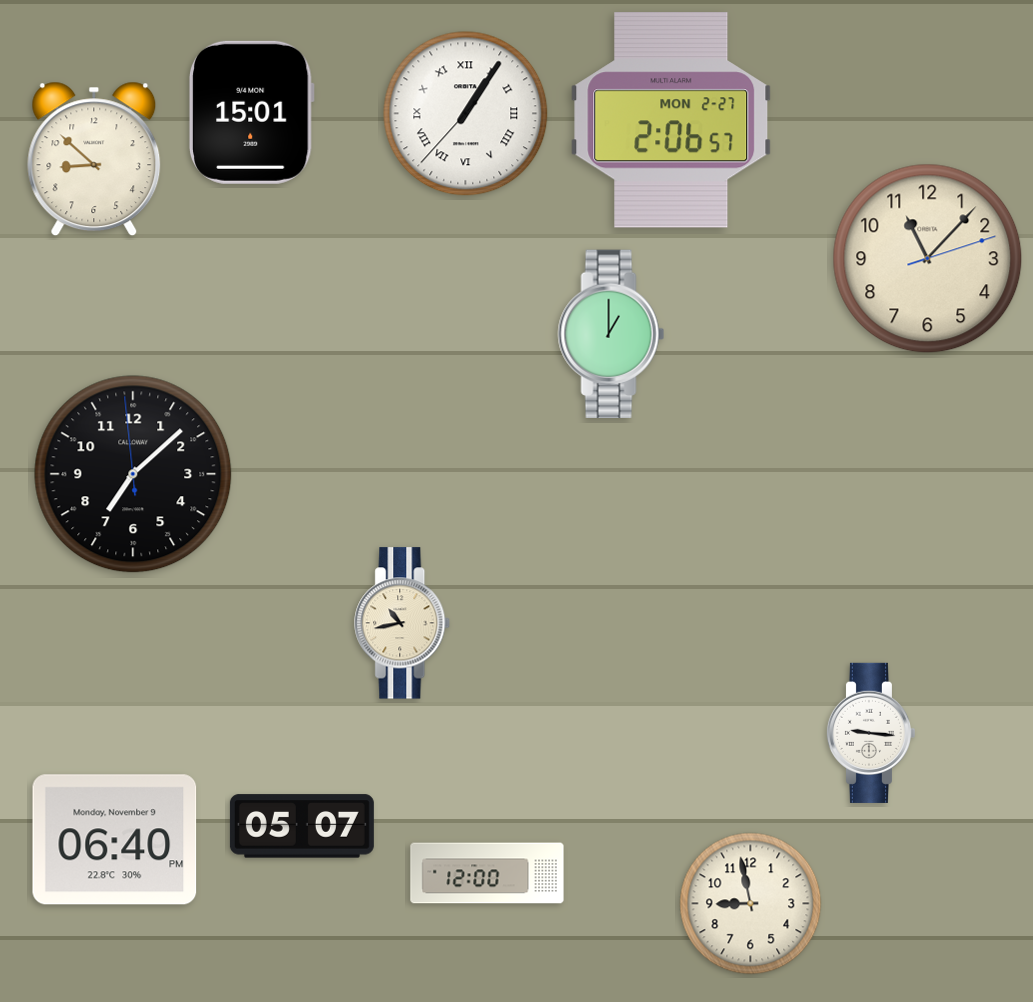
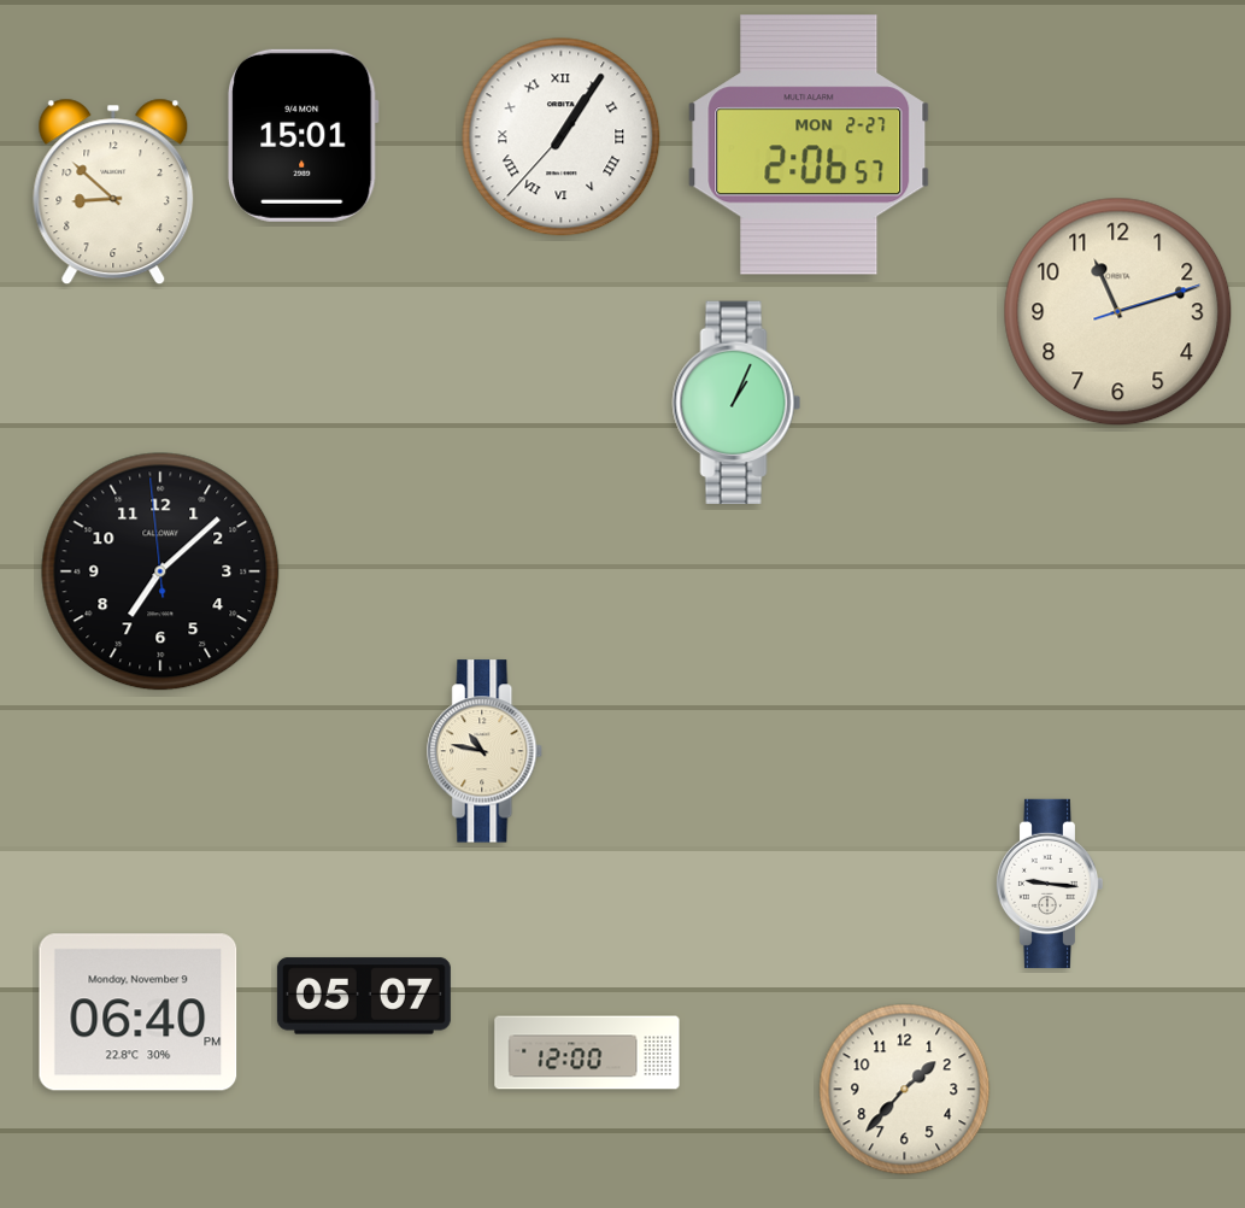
clock at (928, 259): 11:07 -> 11:12
clock at (611, 334): 1:00 -> 1:04
clock at (403, 623): 10:43 -> 10:47
clock at (751, 904): 8:58 -> 1:37
